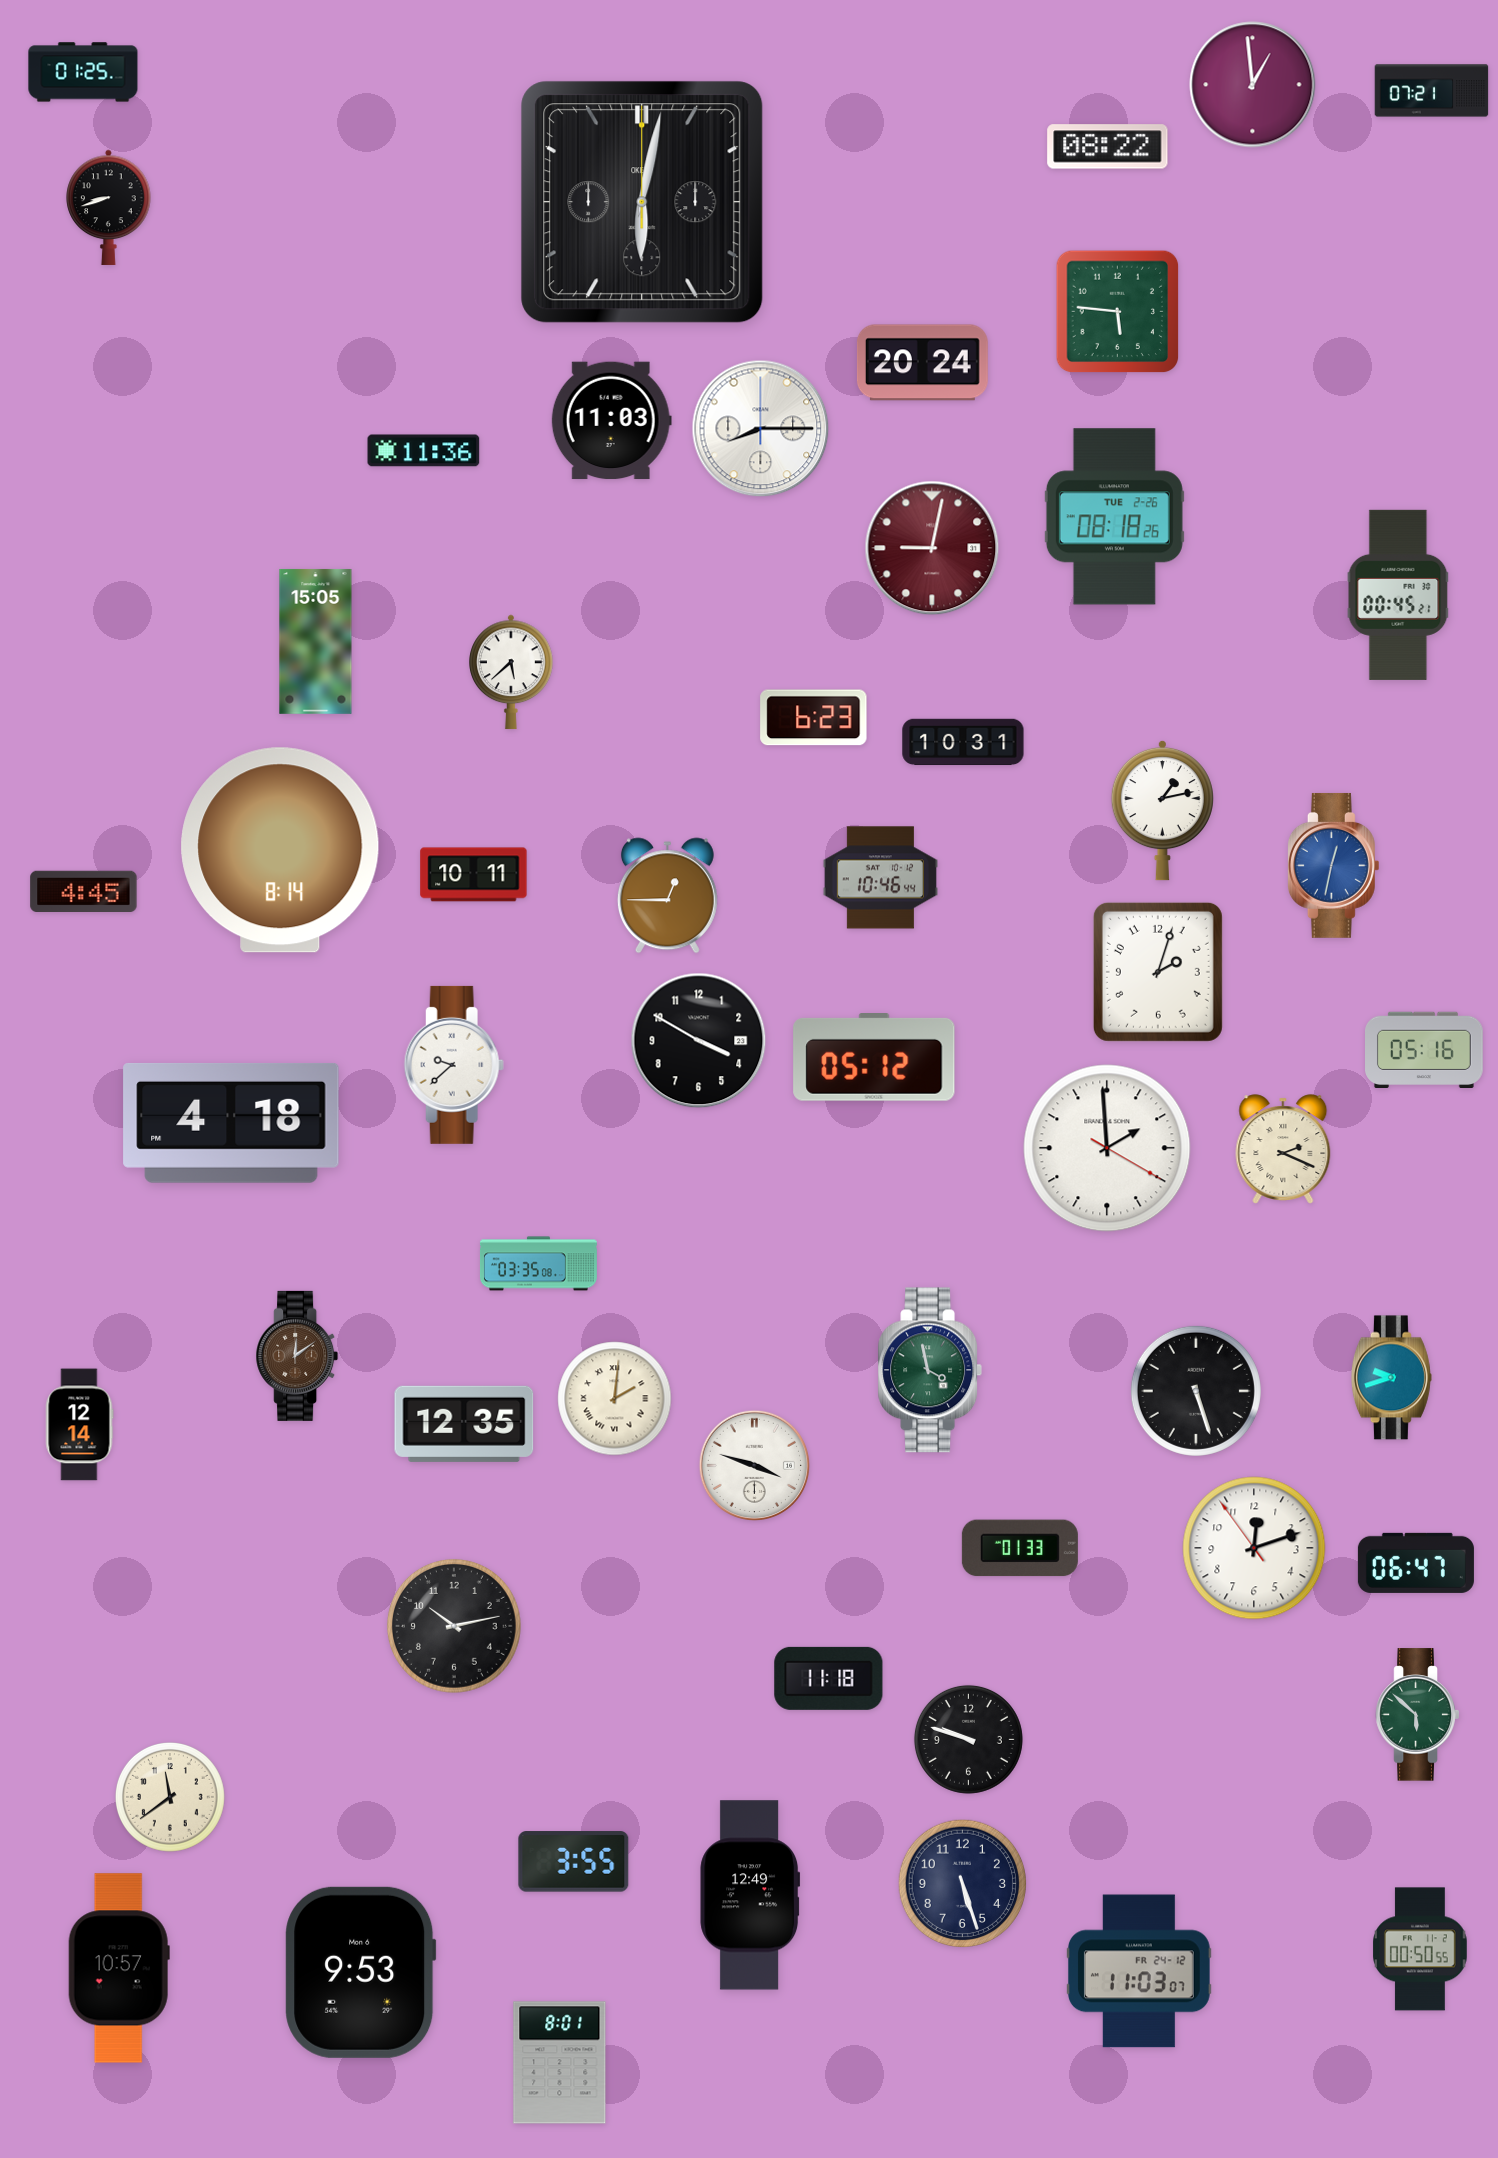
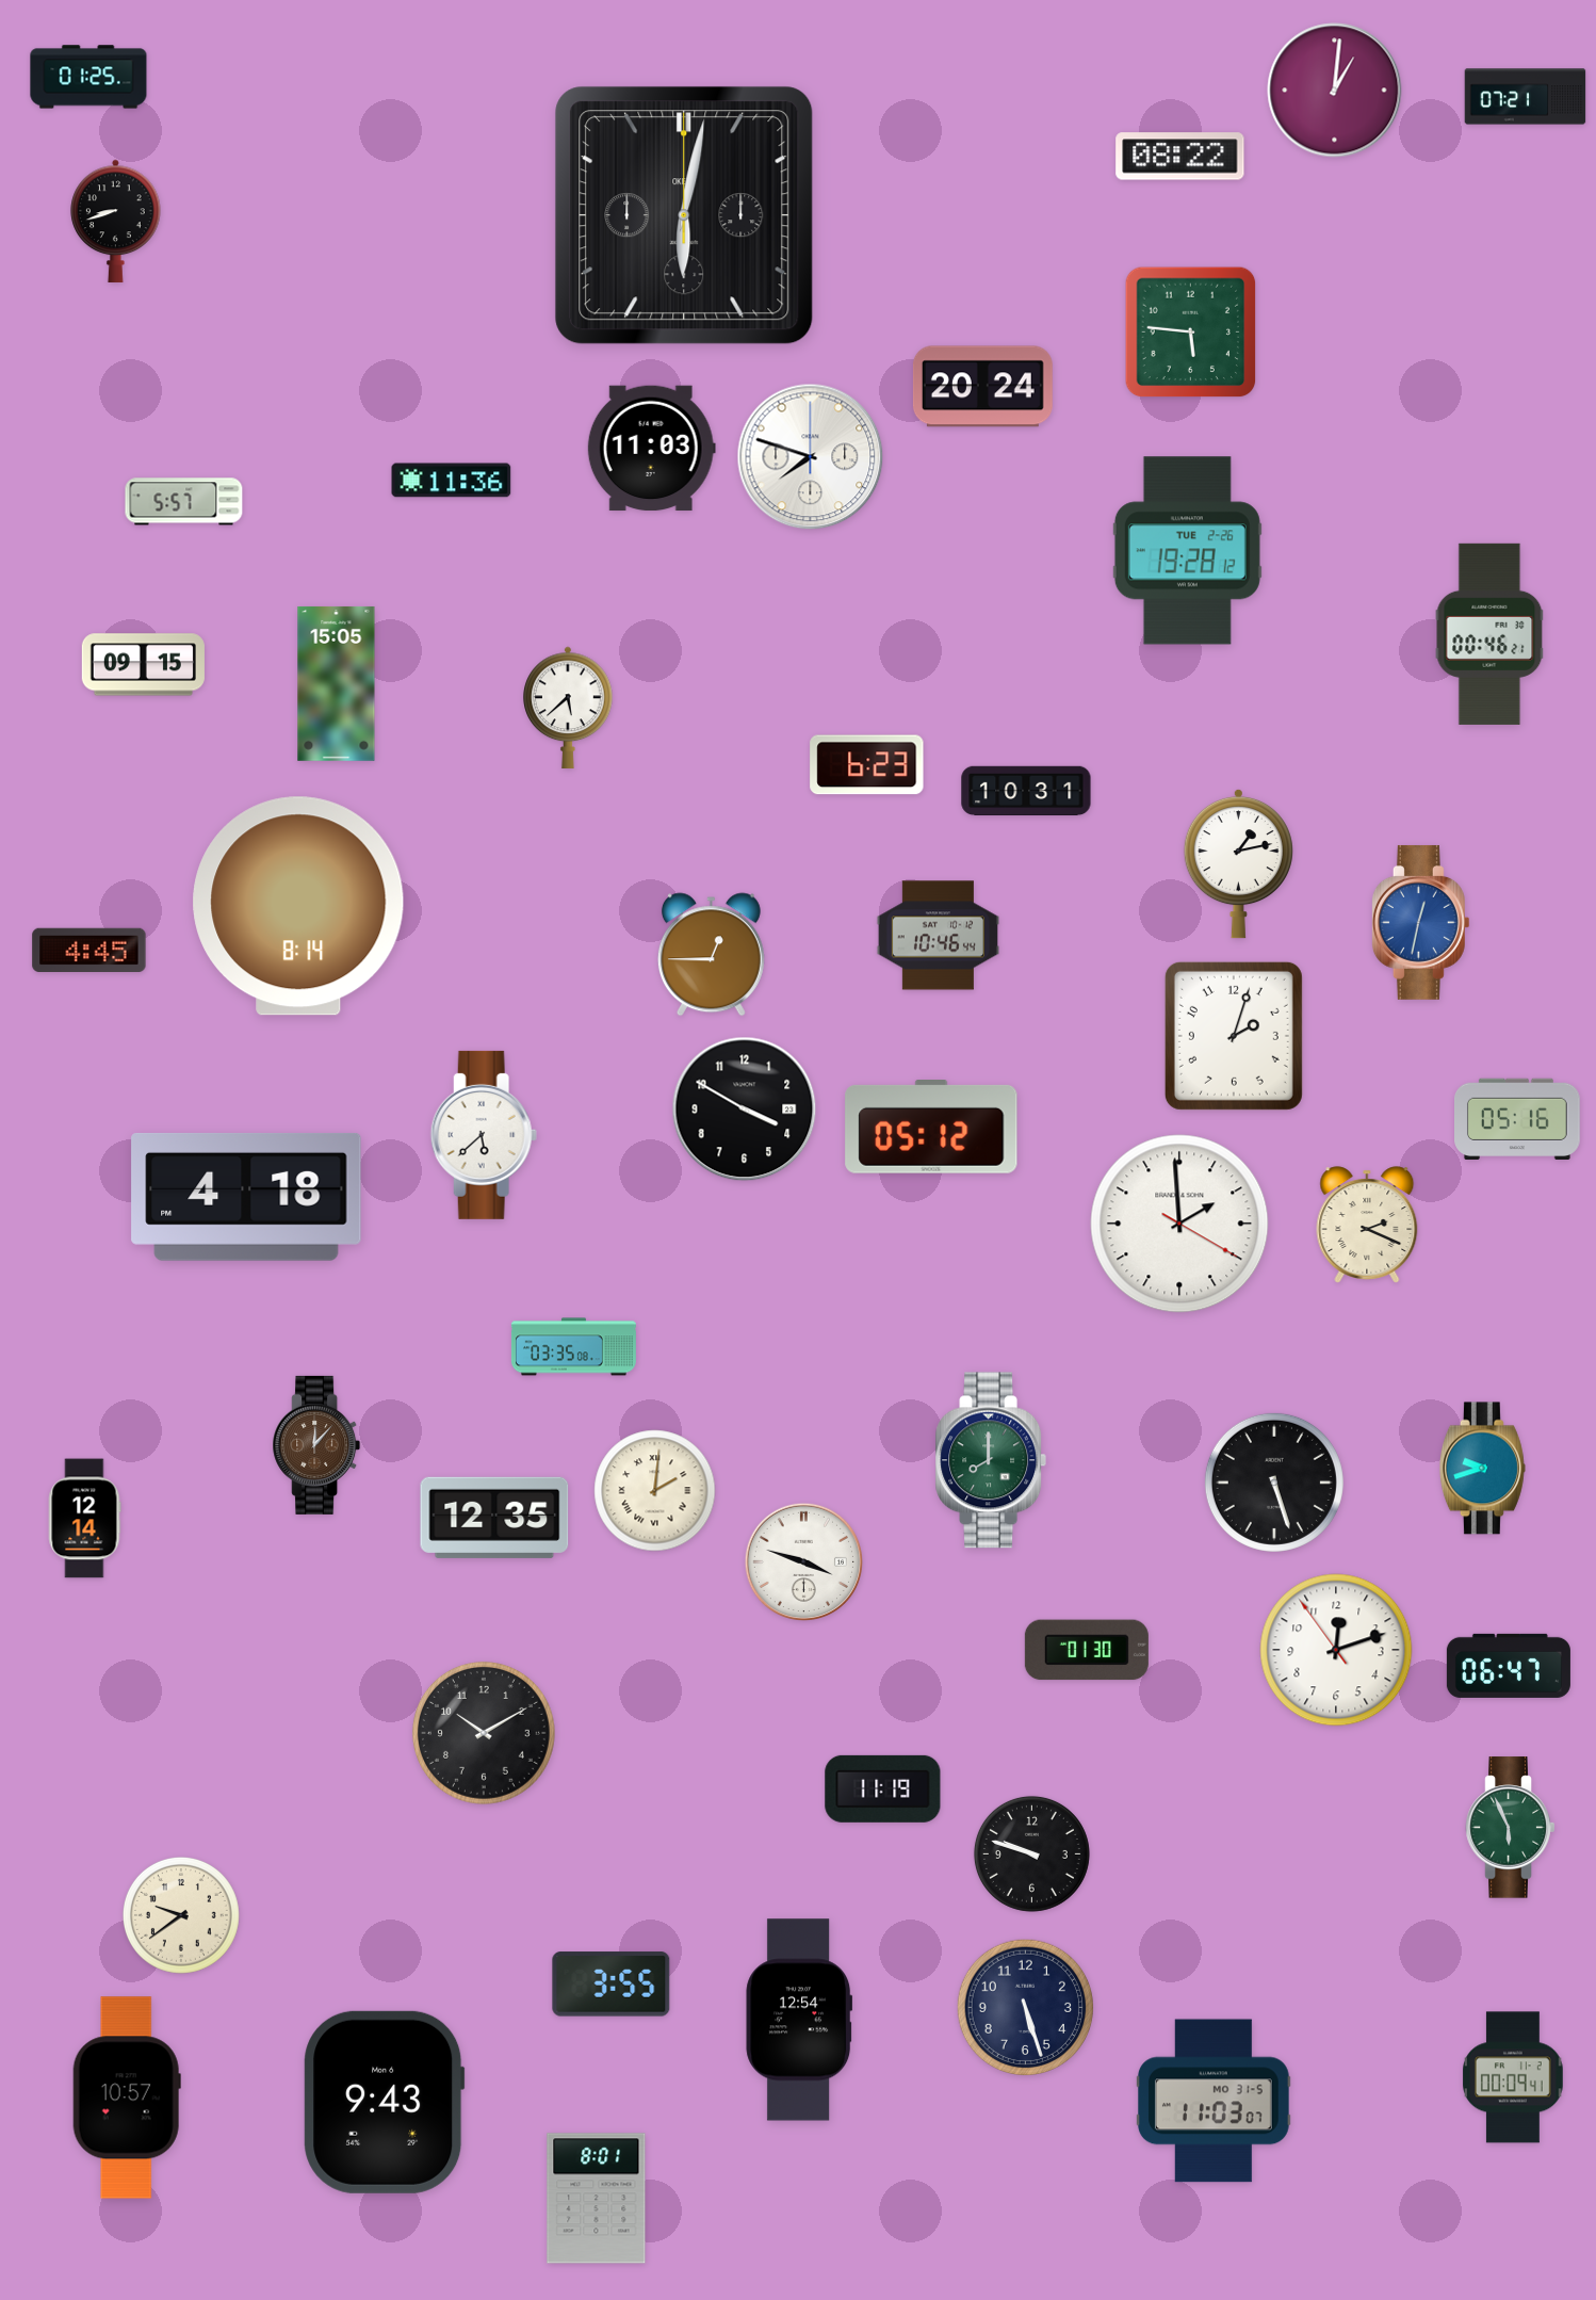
clock at (1253, 85): 12:59 -> 1:01
clock at (761, 429): 8:15 -> 7:48
clock at (184, 502): none -> 5:57
clock at (1114, 517): 08:18 -> 19:28
clock at (932, 548): 9:02 -> none
clock at (1398, 595): 00:45 -> 00:46
clock at (143, 665): none -> 09:15
clock at (511, 672) position: (511, 672) -> (568, 708)
clock at (474, 875): 10:11 -> none
clock at (454, 1065): 9:38 -> 5:38
clock at (297, 1356): 12:09 -> 12:07
clock at (930, 1370): 3:58 -> 8:00
clock at (1020, 1548): 01:33 -> 01:30
clock at (454, 1626): 10:13 -> 10:10
clock at (829, 1678): 11:18 -> 11:19
clock at (1418, 1715): 5:52 -> 5:56
clock at (170, 1797): 11:39 -> 9:39
clock at (750, 1895): 12:49 -> 12:54
clock at (1421, 1949): 00:50 -> 00:09
clock at (1139, 1971) date: FR 24-12 -> MO 31-5
clock at (361, 1972): 9:53 -> 9:43
